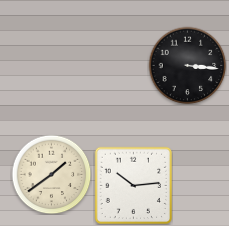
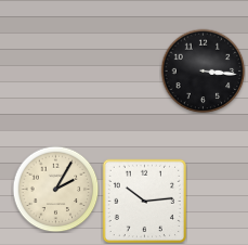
clock at (51, 174): 1:39 -> 2:05
